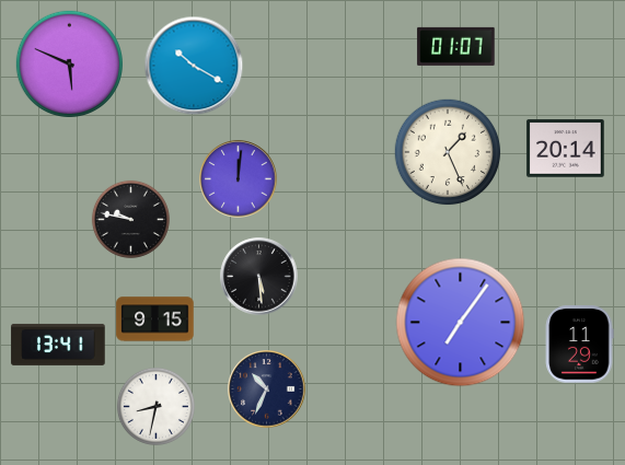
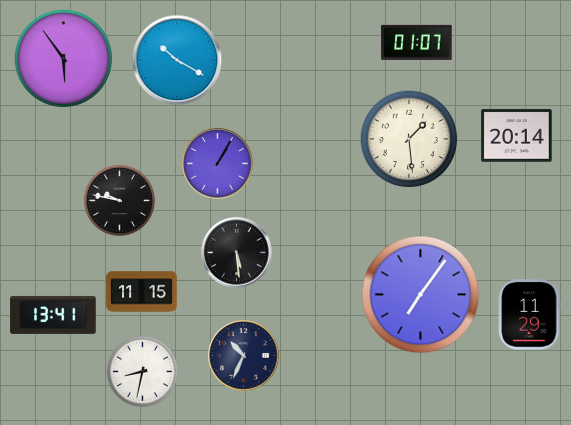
clock at (69, 63): 5:49 -> 5:54
clock at (448, 152): 1:26 -> 1:29
clock at (239, 179): 12:01 -> 1:05
clock at (155, 319): 9:15 -> 11:15
